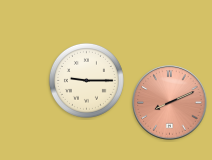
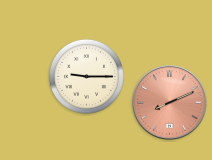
clock at (86, 80) position: (86, 80) -> (86, 76)
